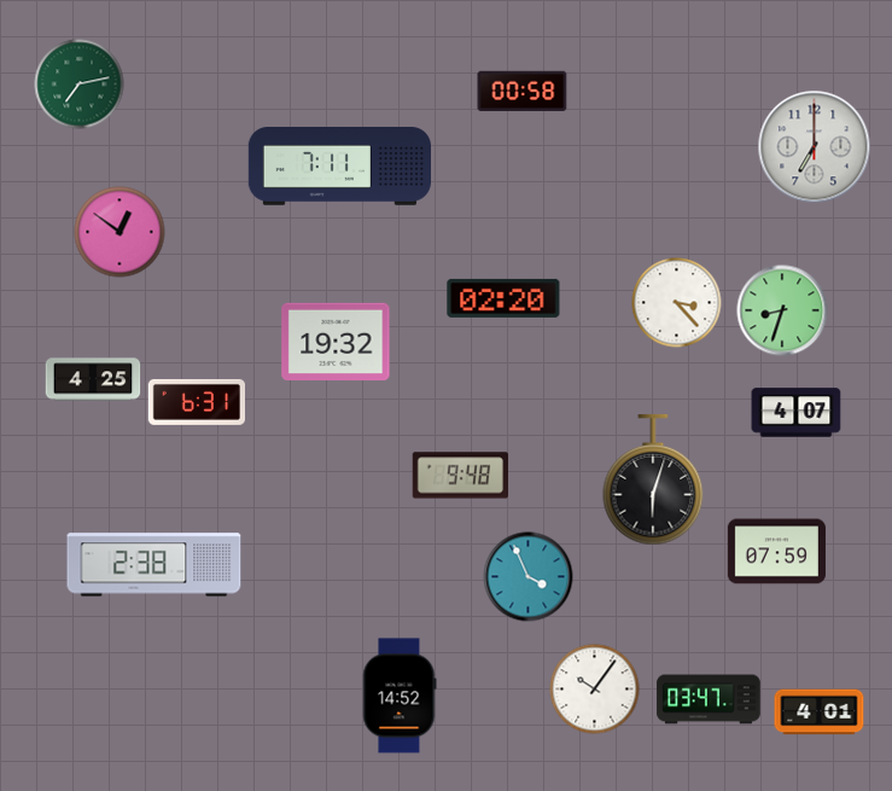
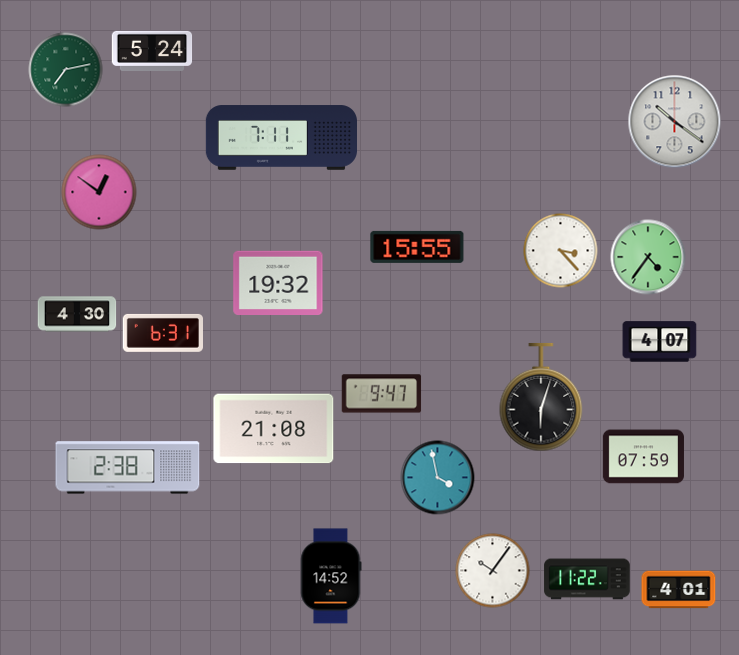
clock at (152, 51): none -> 5:24
clock at (523, 92): 00:58 -> none
clock at (815, 147): 7:00 -> 10:21
clock at (503, 298): 02:20 -> 15:55
clock at (782, 310): 8:33 -> 4:36
clock at (93, 379): 4:25 -> 4:30
clock at (461, 476): 9:48 -> 9:47
clock at (274, 429): none -> 21:08
clock at (529, 577): 3:56 -> 3:58
clock at (709, 699): 03:47 -> 11:22
